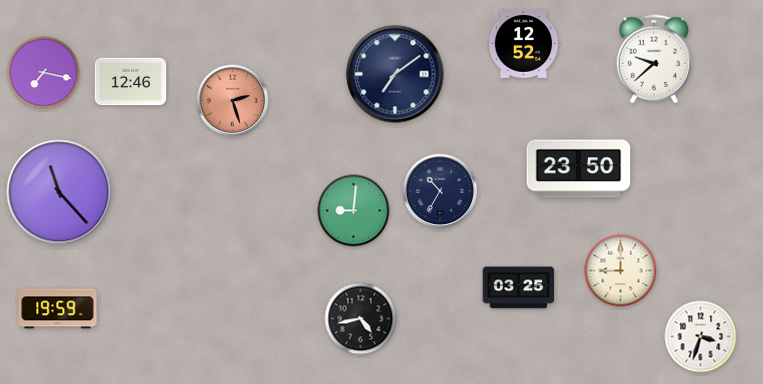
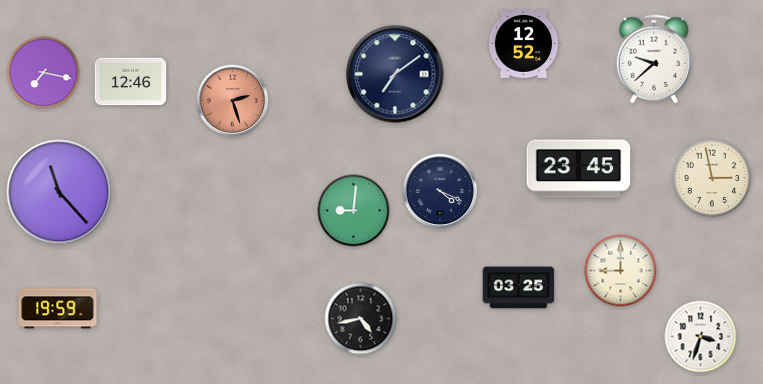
clock at (579, 169): 23:50 -> 23:45
clock at (712, 178): none -> 2:58
clock at (440, 191): 10:35 -> 4:19
